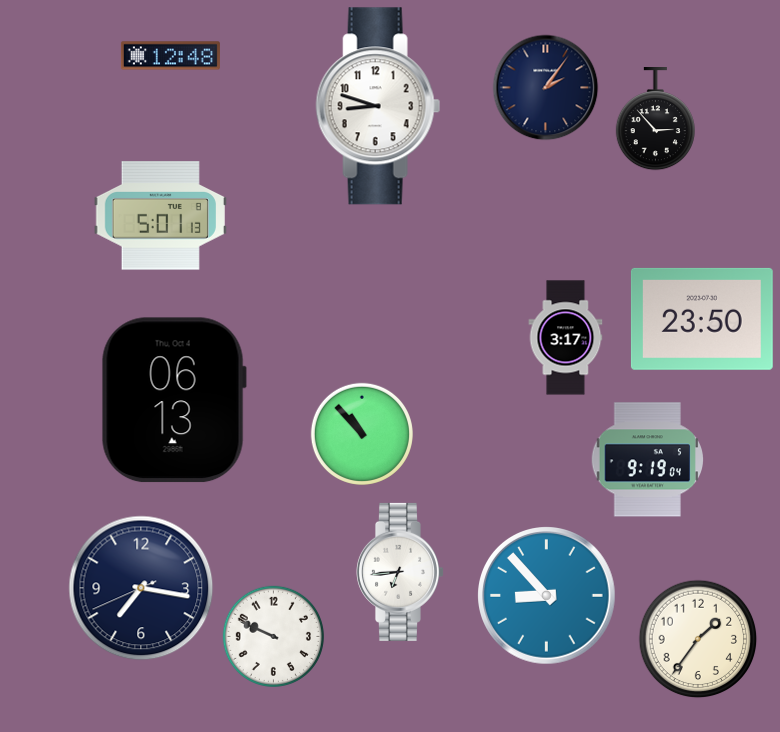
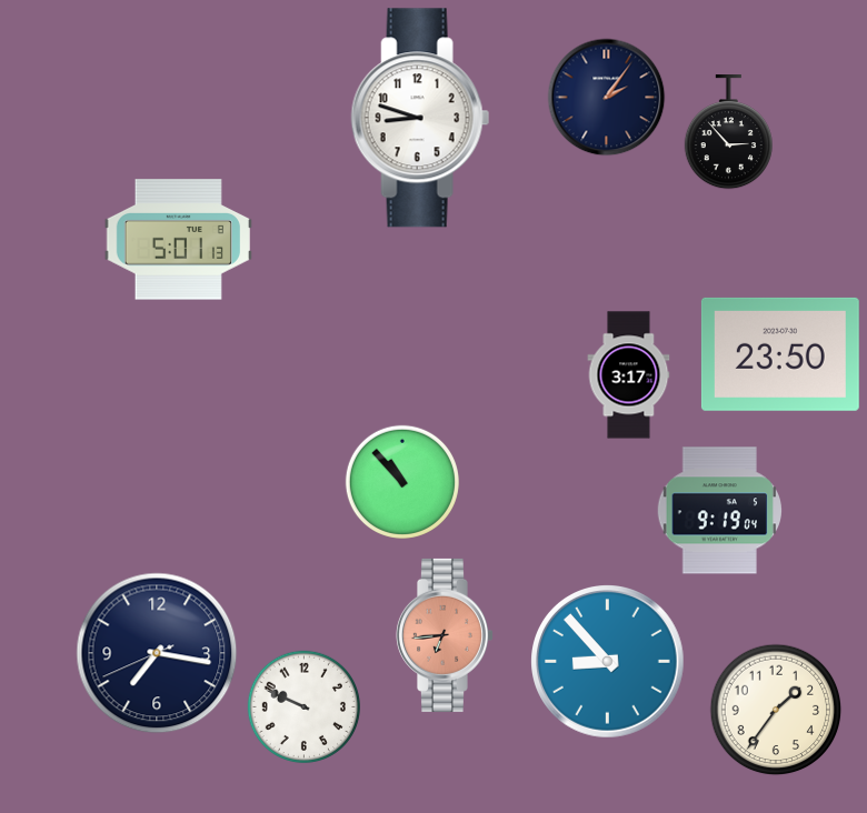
clock at (170, 56): 12:48 -> none
clock at (174, 400): 06:13 -> none
clock at (400, 572) dial: white -> salmon
